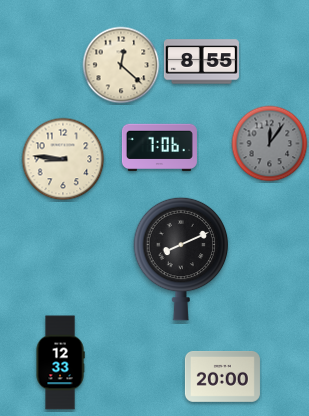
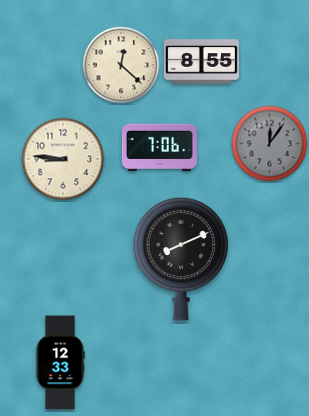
clock at (222, 376): 20:00 -> none
